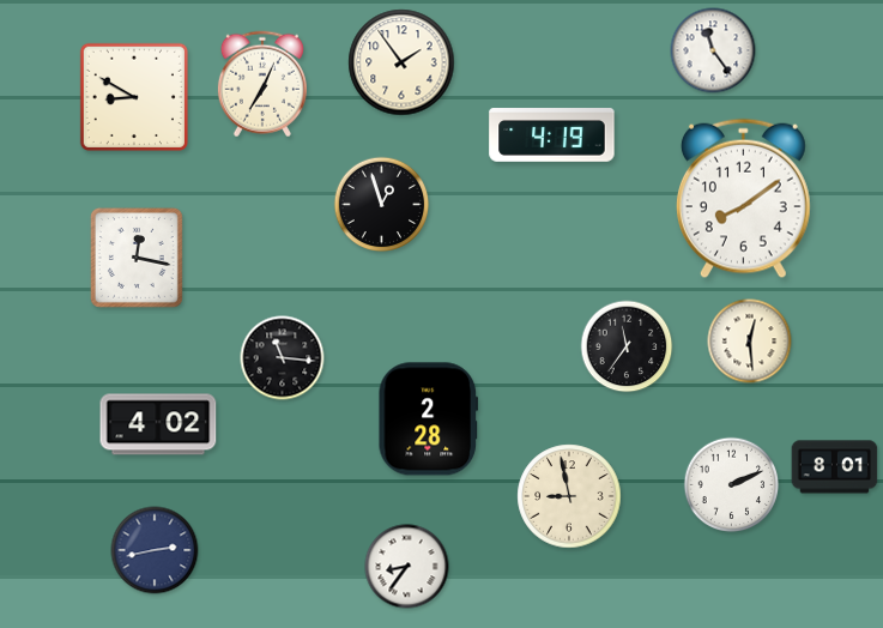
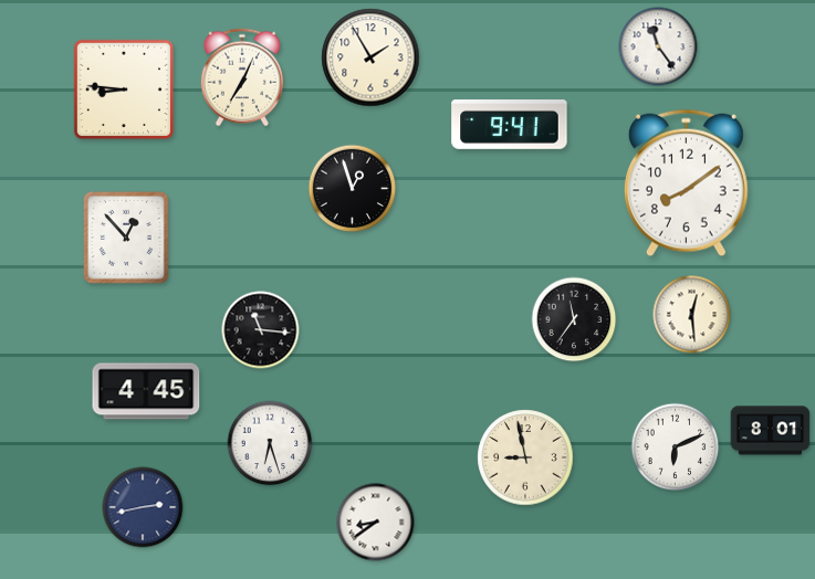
clock at (401, 62): 1:54 -> 1:55
clock at (134, 97): 8:50 -> 8:46
clock at (552, 135): 4:19 -> 9:41
clock at (137, 258): 12:17 -> 12:53
clock at (627, 346) position: (627, 346) -> (574, 319)
clock at (428, 419): 2:28 -> none
clock at (158, 424): 4:02 -> 4:45
clock at (270, 443): none -> 6:27
clock at (732, 485): 2:11 -> 6:11
clock at (407, 567): 8:36 -> 8:39
